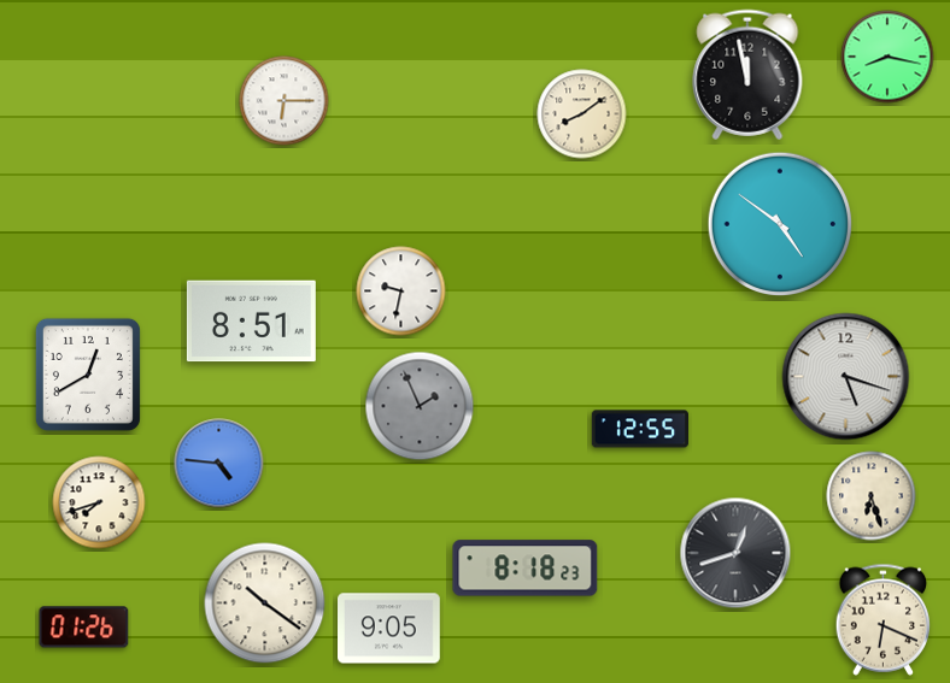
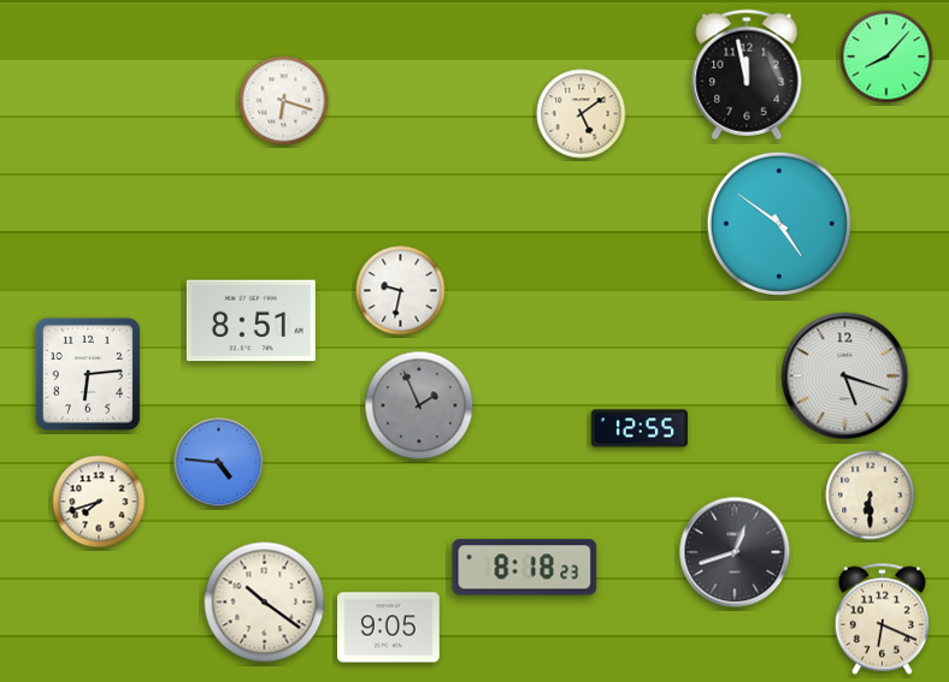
clock at (887, 57): 8:17 -> 8:07
clock at (285, 101): 6:15 -> 6:18
clock at (582, 114): 8:09 -> 5:09
clock at (88, 375): 12:40 -> 6:14
clock at (872, 496): 6:27 -> 6:30
clock at (84, 628): 01:26 -> none
